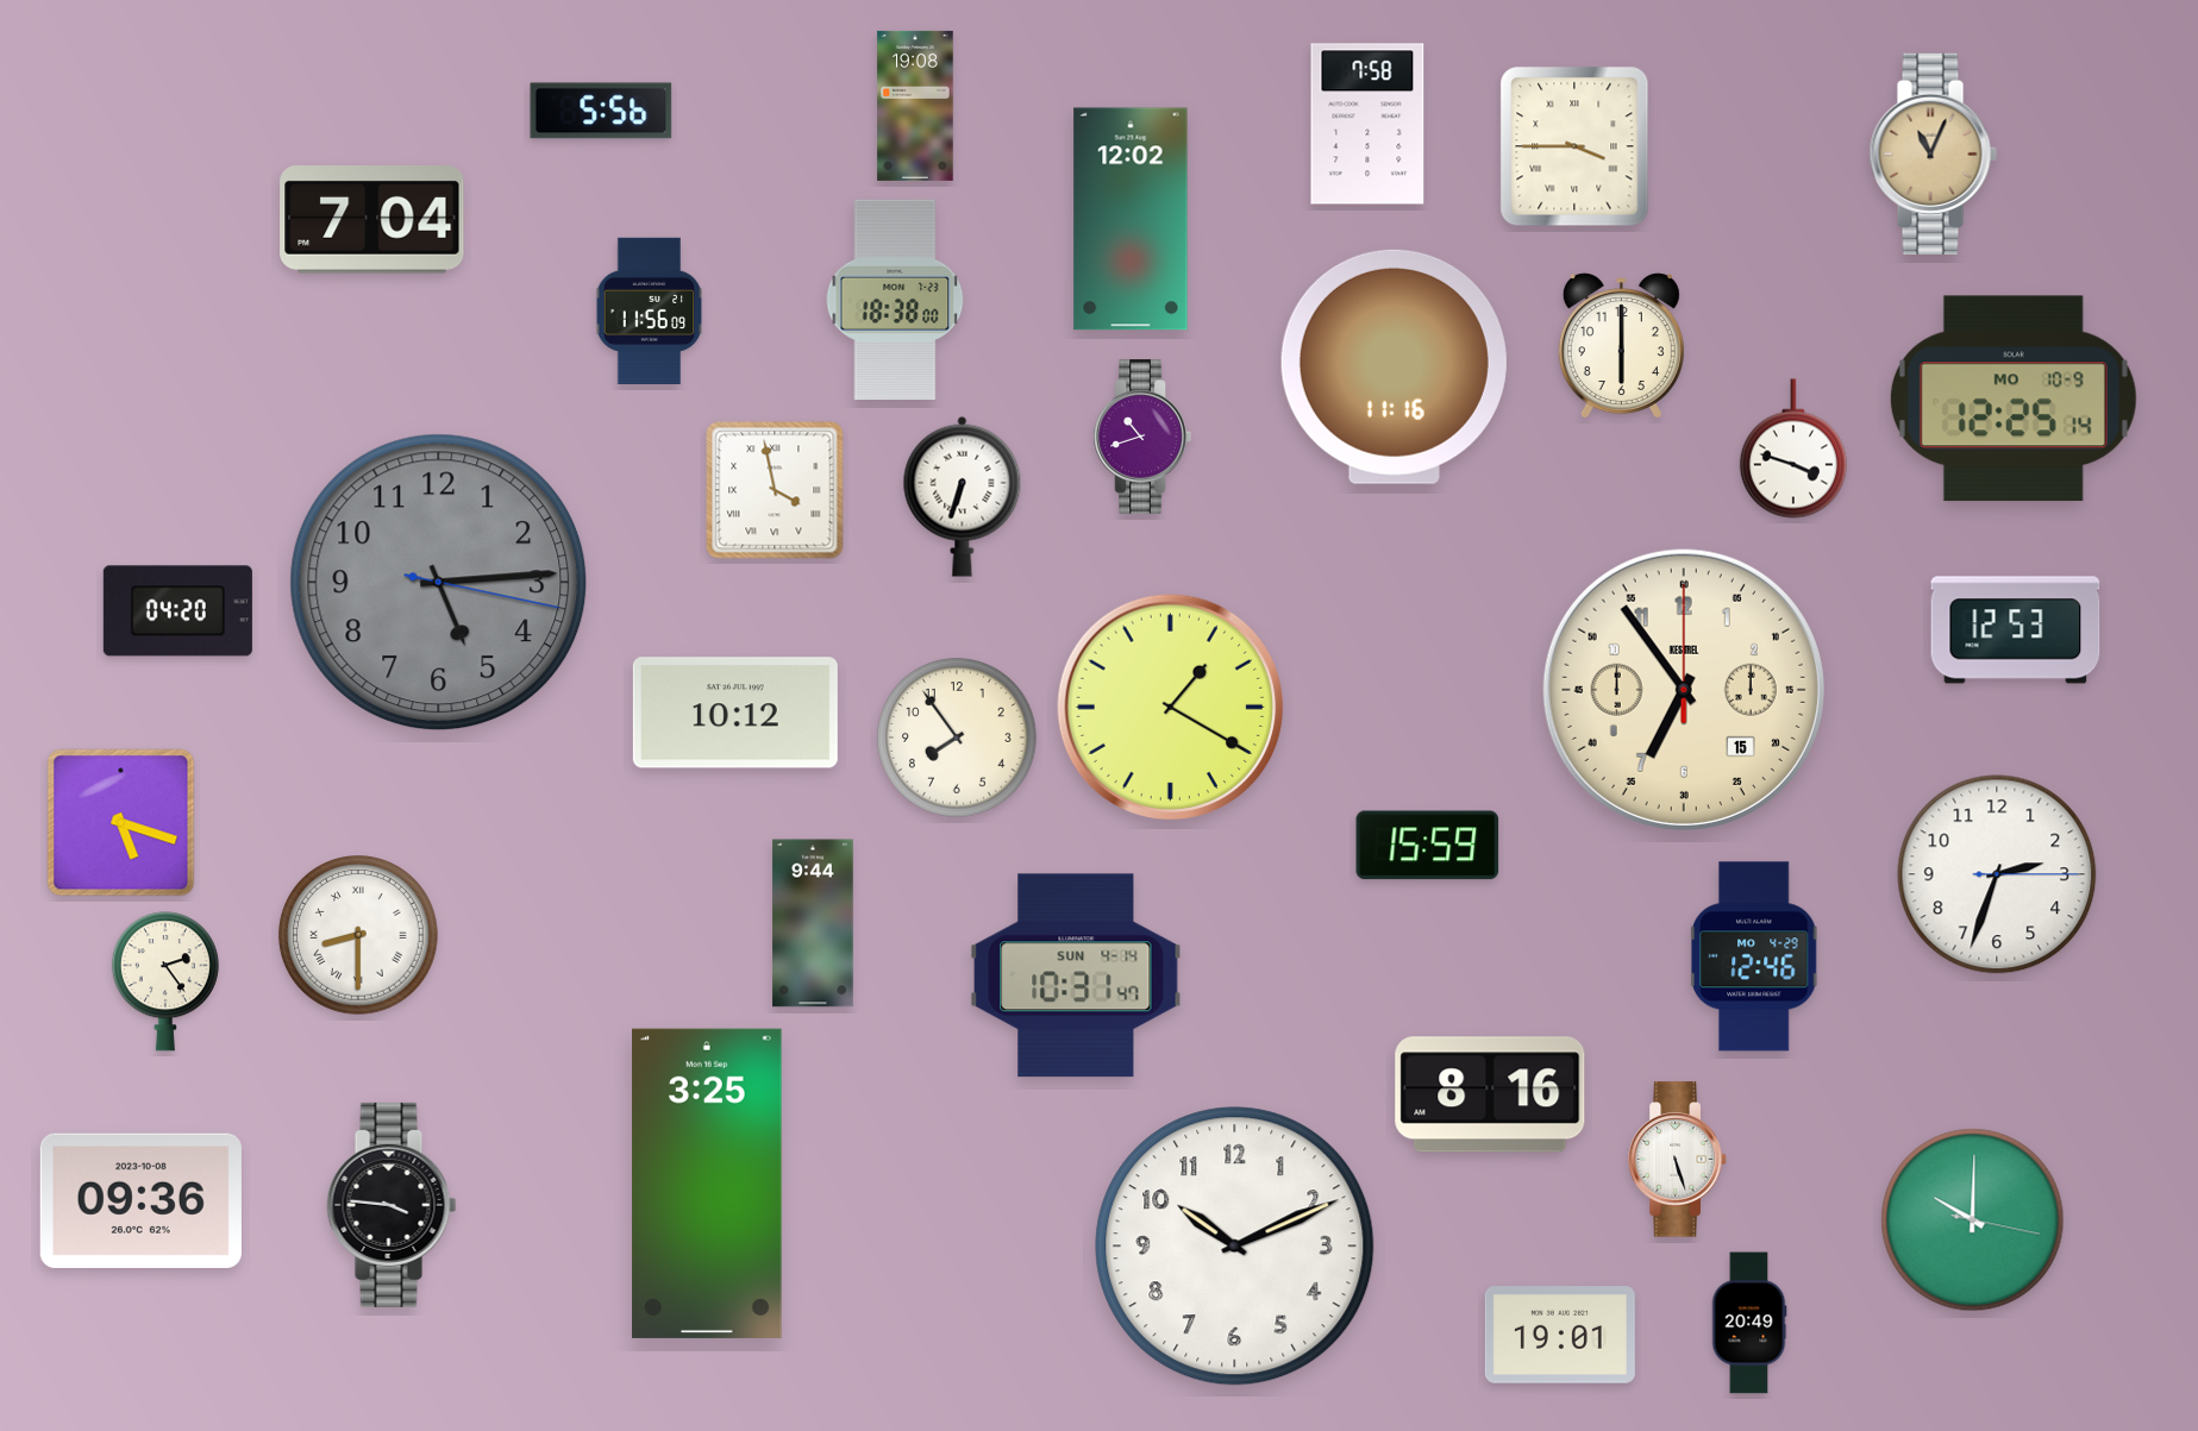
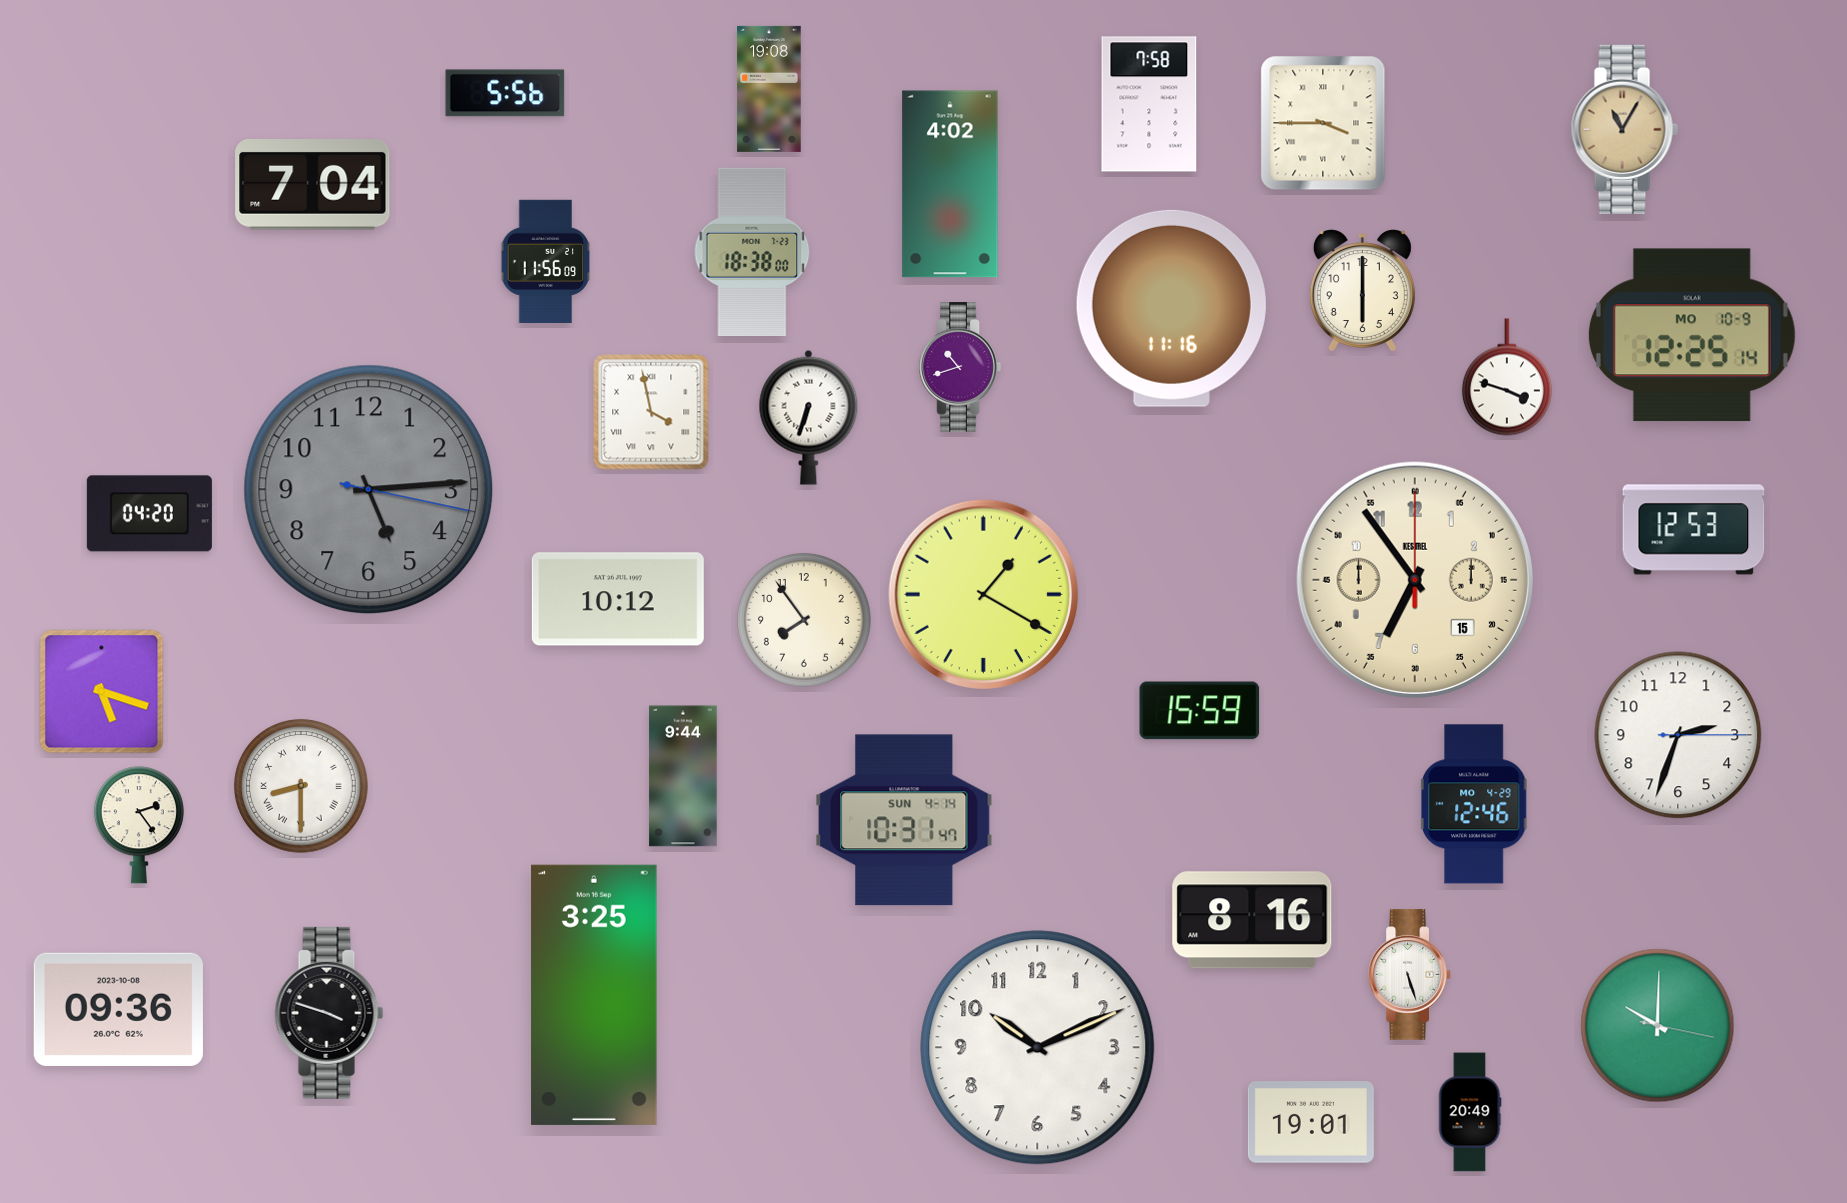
clock at (1933, 153): 11:04 -> 11:05
clock at (1131, 219): 12:02 -> 4:02
clock at (392, 1205): 3:46 -> 3:48
